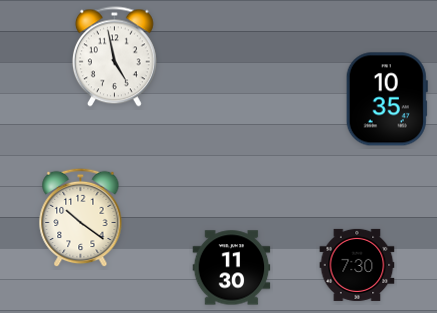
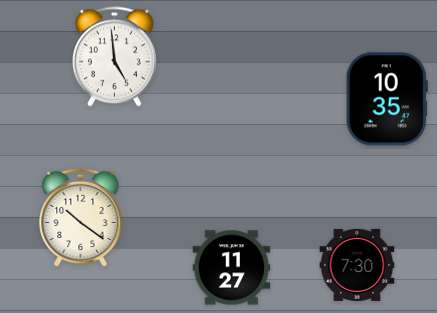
clock at (114, 57): 4:58 -> 4:59
clock at (232, 268): 11:30 -> 11:27
